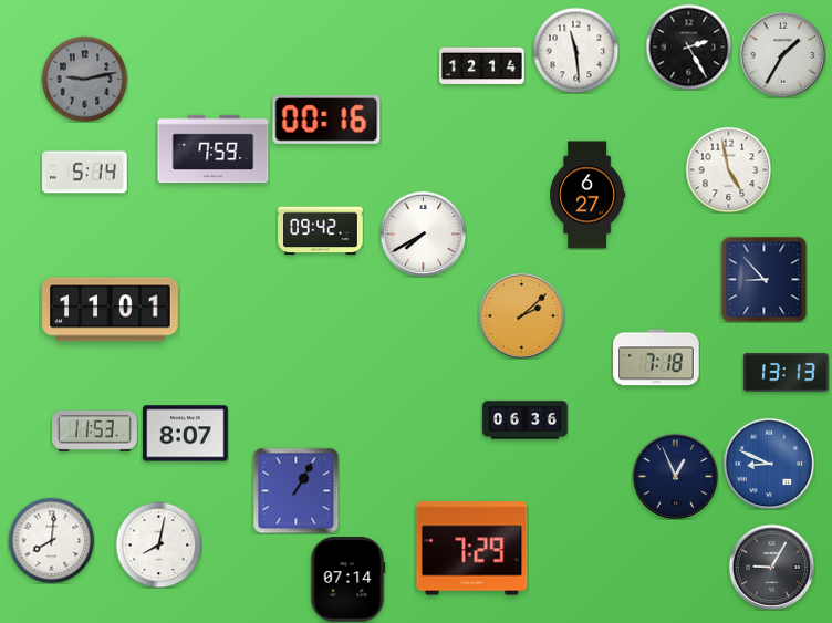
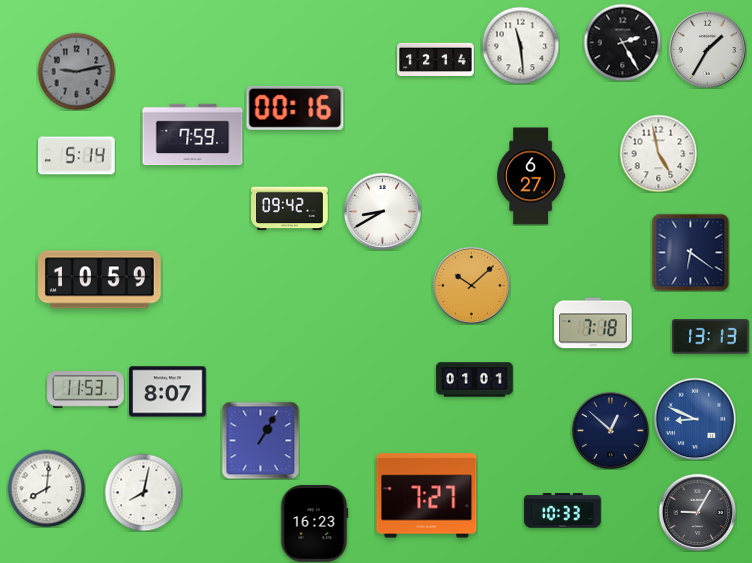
clock at (423, 233): 7:40 -> 8:40
clock at (763, 279): 8:53 -> 6:21
clock at (111, 310): 11:01 -> 10:59
clock at (521, 315): 2:08 -> 10:08
clock at (526, 420): 06:36 -> 01:01
clock at (675, 476): 12:56 -> 12:52
clock at (295, 490) position: (295, 490) -> (260, 440)
clock at (472, 549): 7:29 -> 7:27
clock at (563, 511): none -> 10:33
clock at (347, 580): 07:14 -> 16:23
